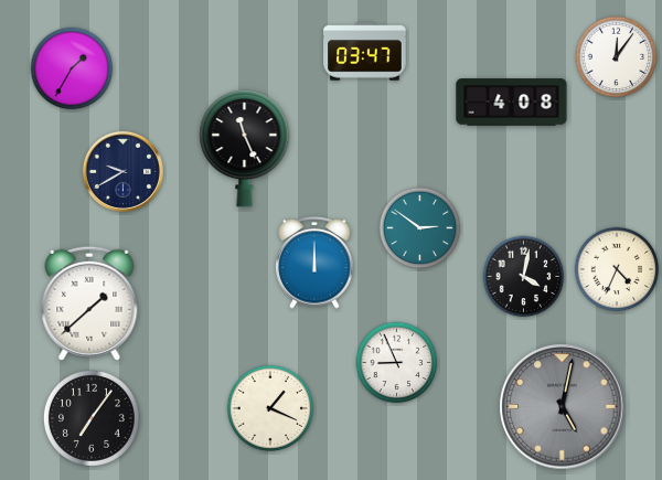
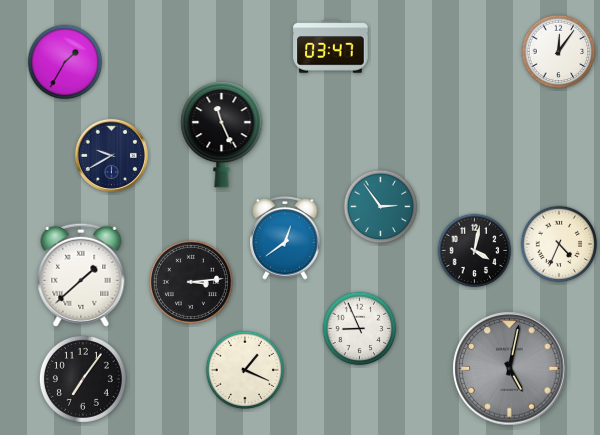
clock at (512, 103): 4:08 -> none
clock at (420, 228): 2:51 -> 2:54
clock at (314, 264): 12:00 -> 12:39
clock at (191, 282): none -> 3:14
